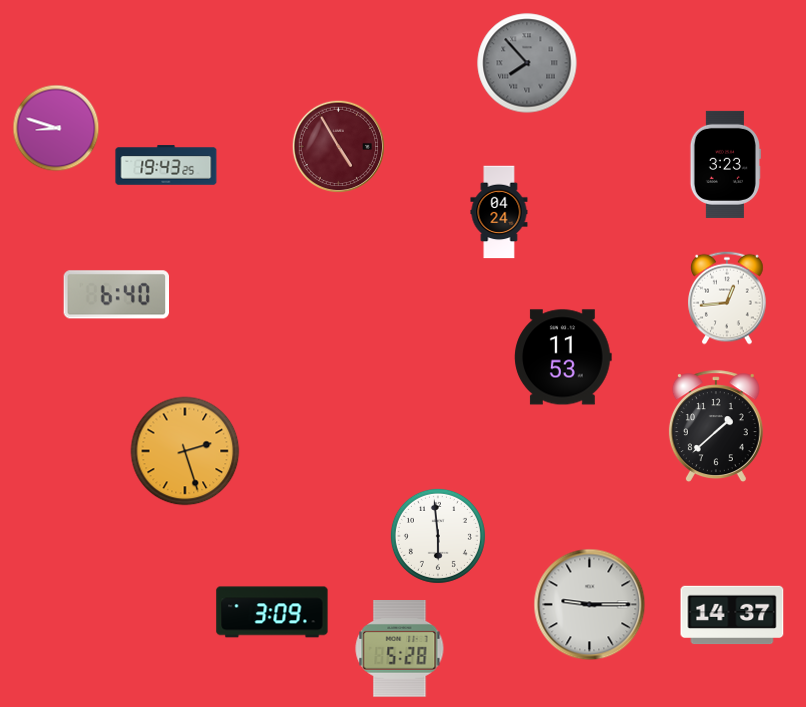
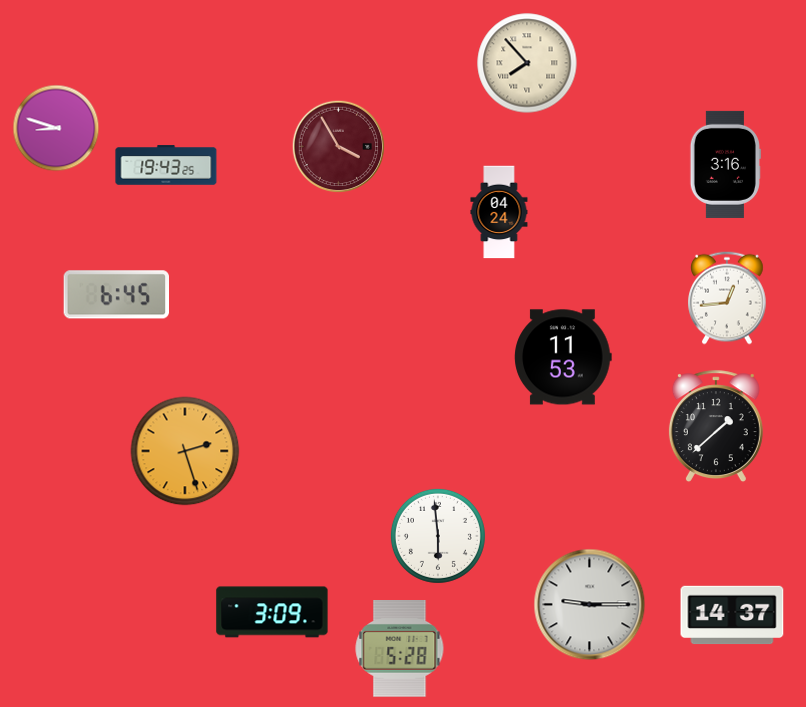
clock at (527, 63) dial: grey -> cream
clock at (339, 147): 4:55 -> 3:55
clock at (725, 164): 3:23 -> 3:16
clock at (116, 295): 6:40 -> 6:45
